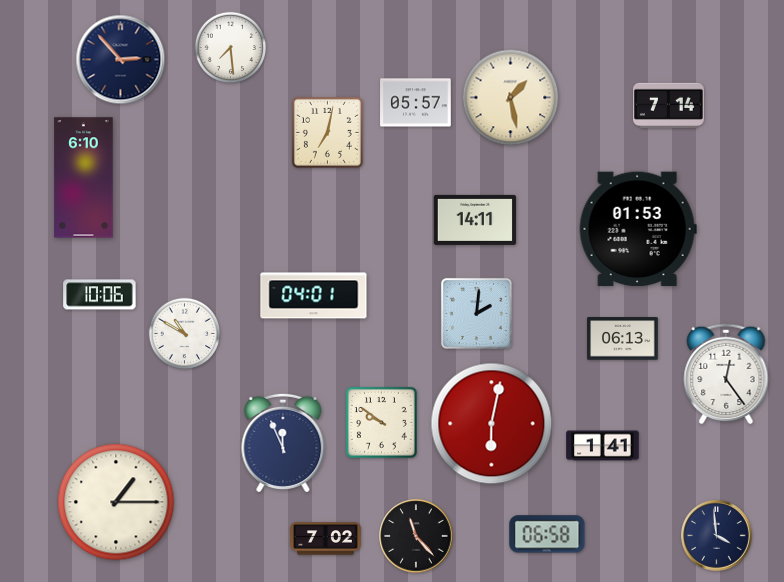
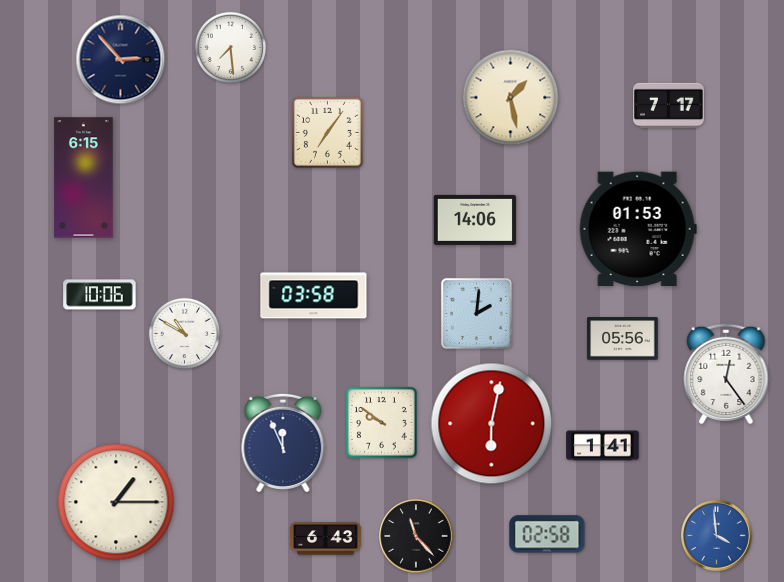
clock at (416, 103): 05:57 -> none
clock at (669, 105): 7:14 -> 7:17
clock at (327, 132): 7:02 -> 7:06
clock at (84, 178): 6:10 -> 6:15
clock at (475, 220): 14:11 -> 14:06
clock at (314, 296): 04:01 -> 03:58
clock at (623, 339): 06:13 -> 05:56
clock at (547, 534): 06:58 -> 02:58
clock at (717, 536) dial: navy -> blue
clock at (326, 539): 7:02 -> 6:43
